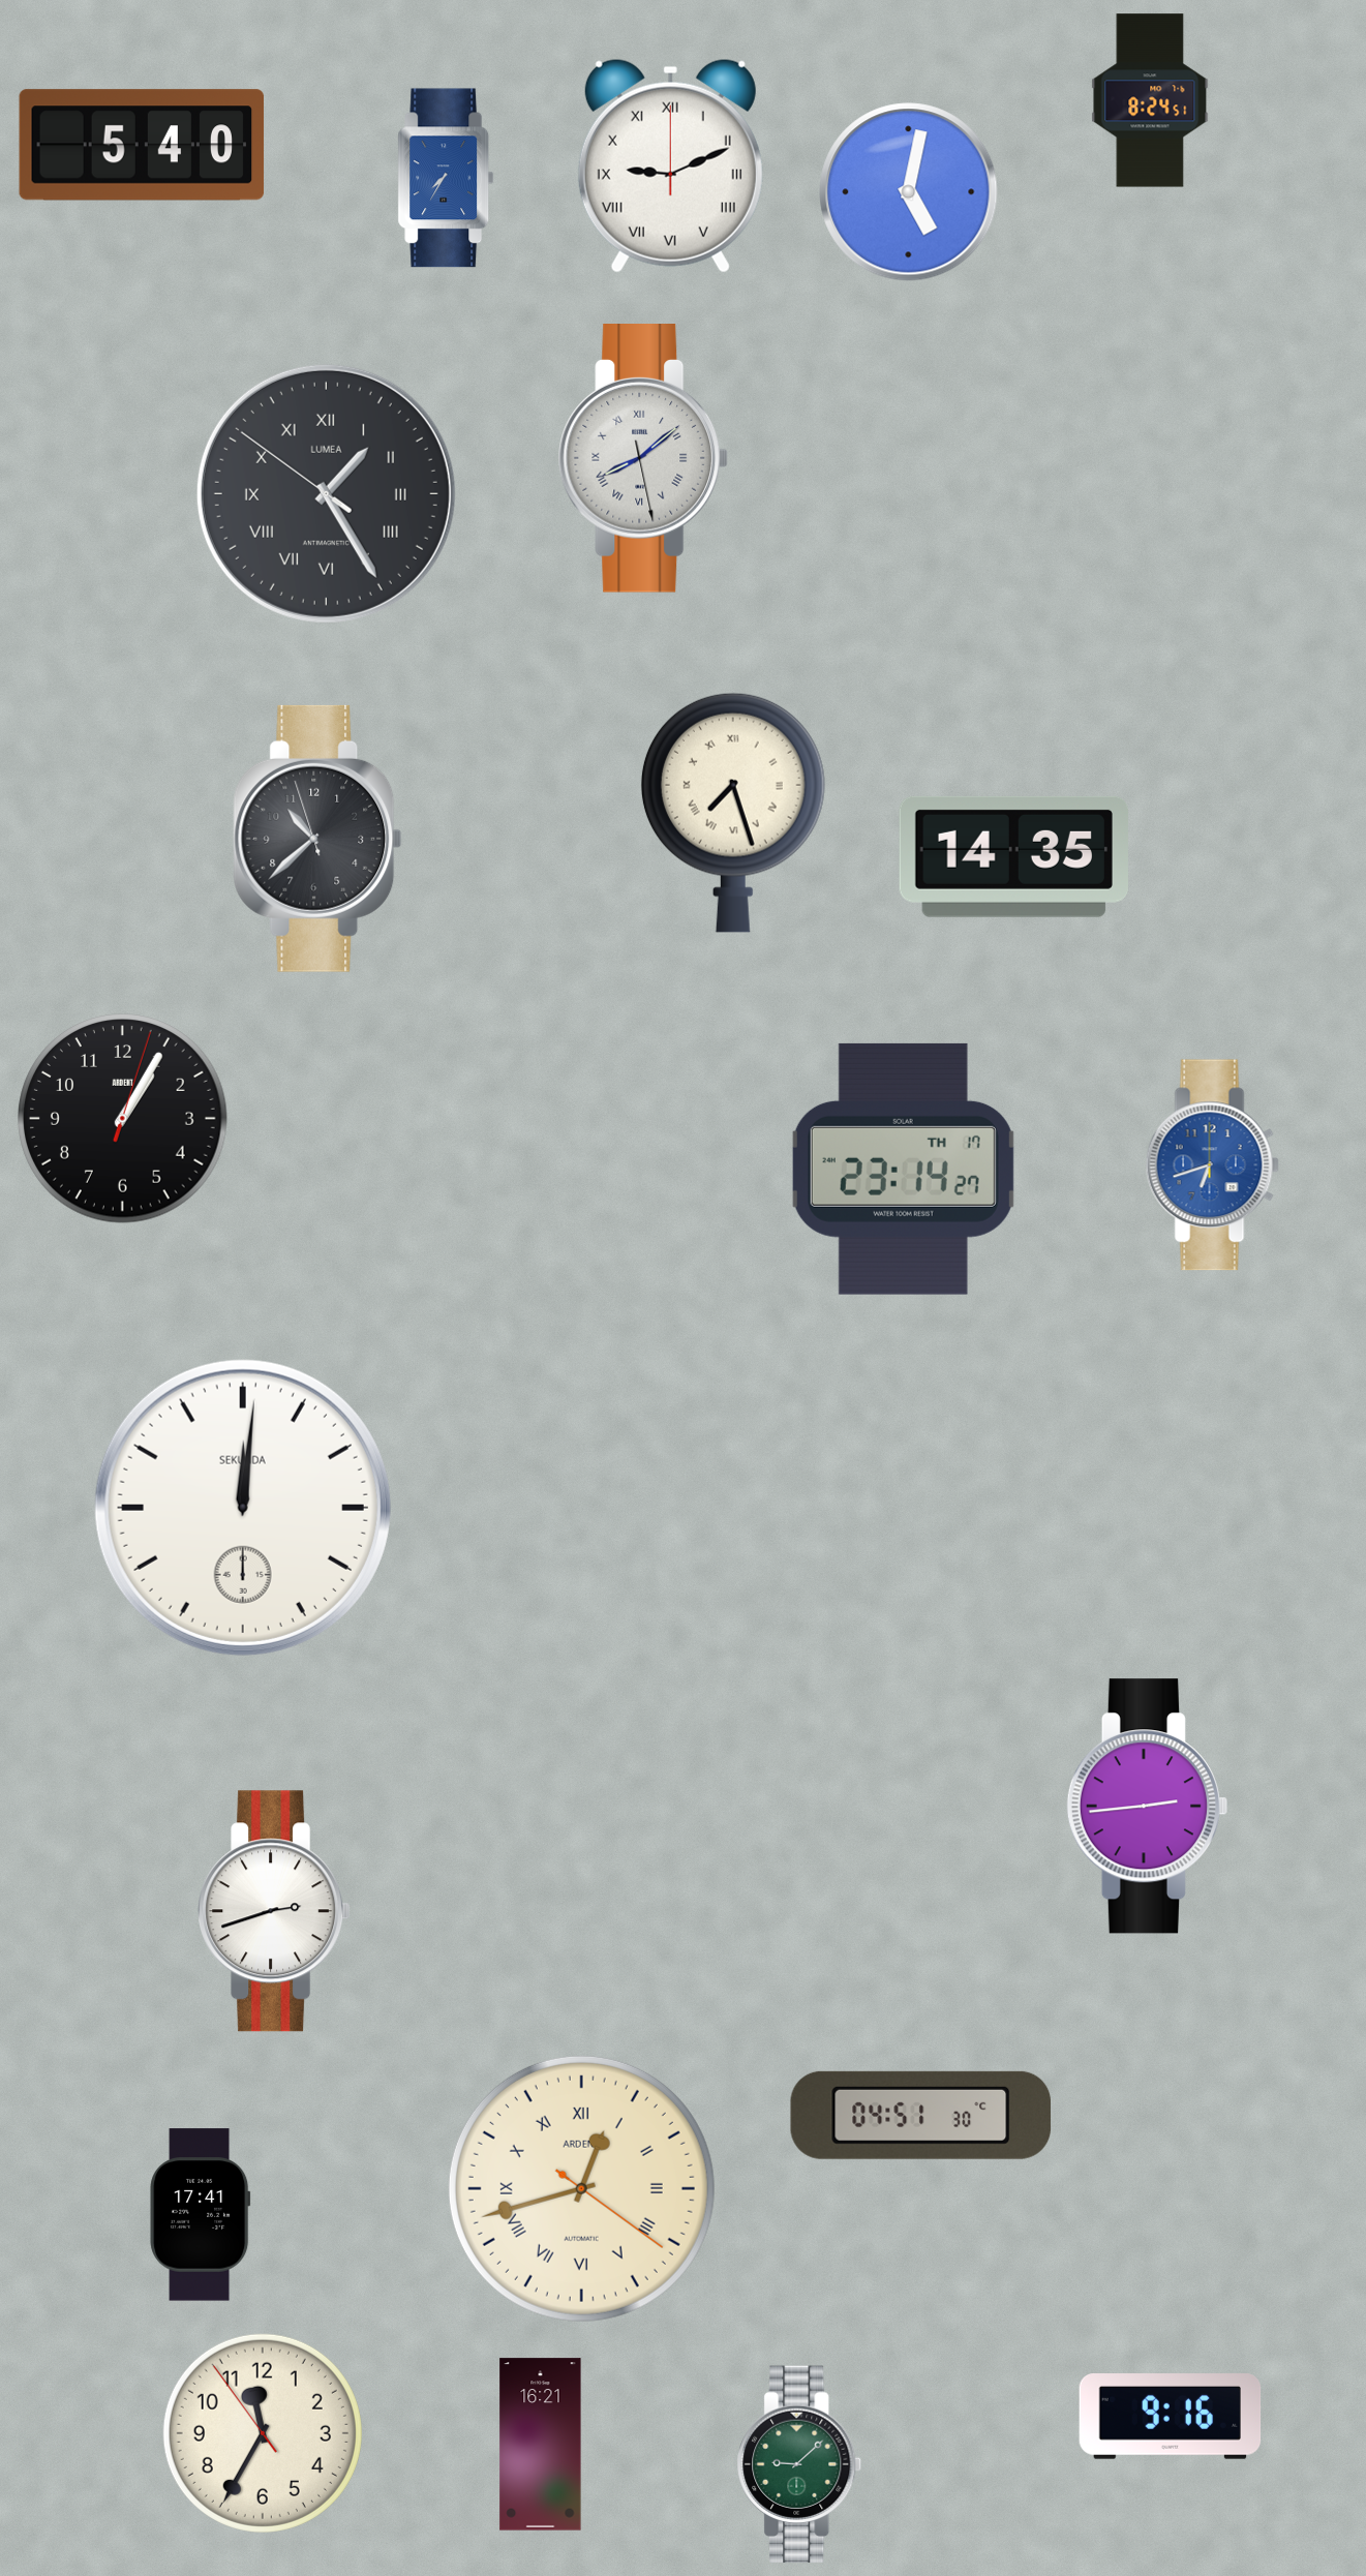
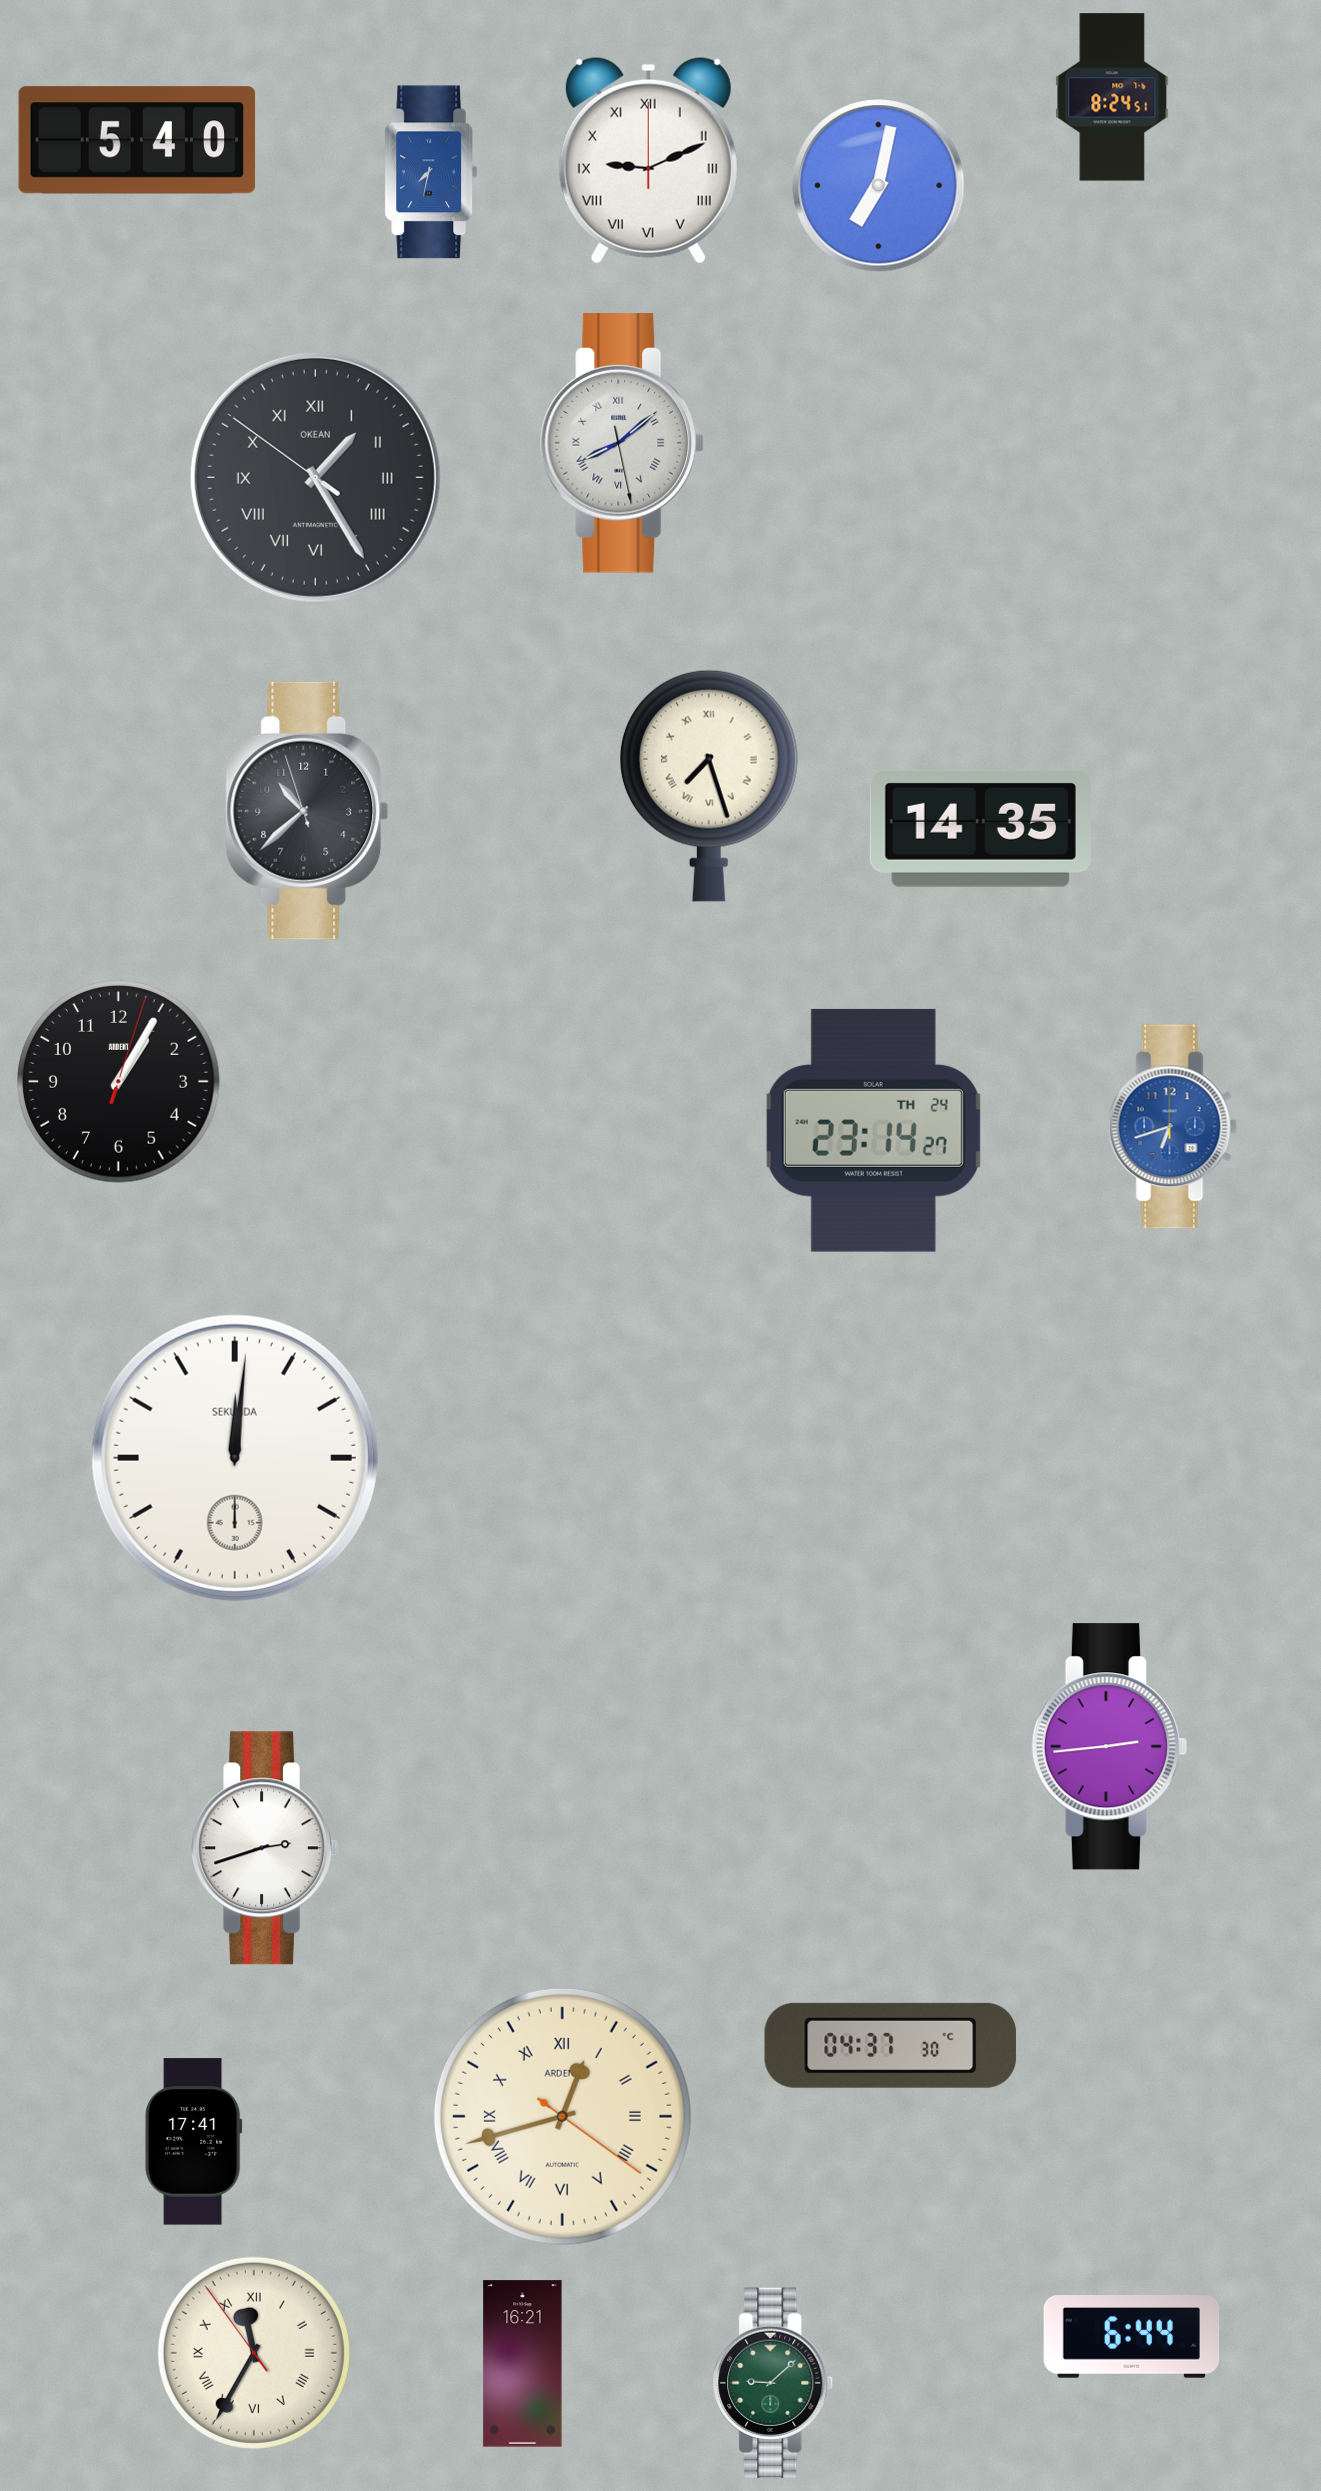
clock at (446, 178): 7:35 -> 7:32
clock at (909, 192): 5:02 -> 7:02
clock at (326, 493) brand: LUMEA -> OKEAN
clock at (903, 1169) date: TH 17 -> TH 24
clock at (921, 2115): 04:51 -> 04:37
clock at (1171, 2417): 9:16 -> 6:44
clock at (263, 2433) numerals: Arabic -> Roman
